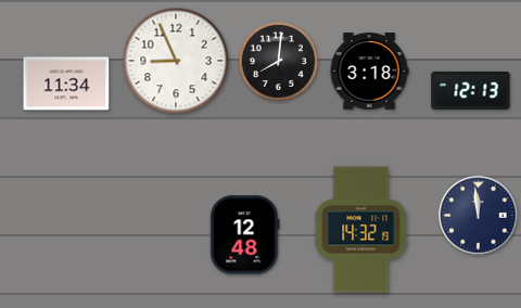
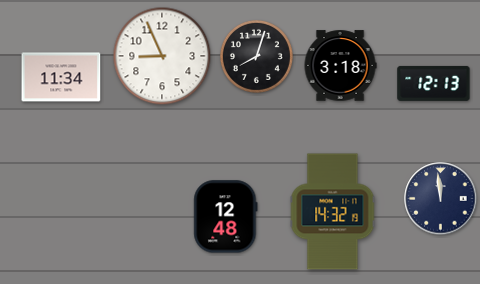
clock at (278, 61): 8:01 -> 8:03
